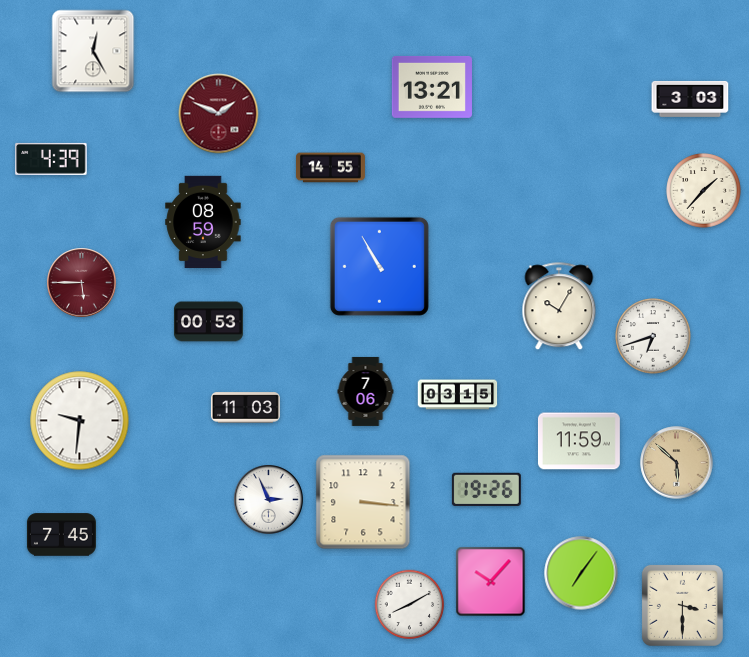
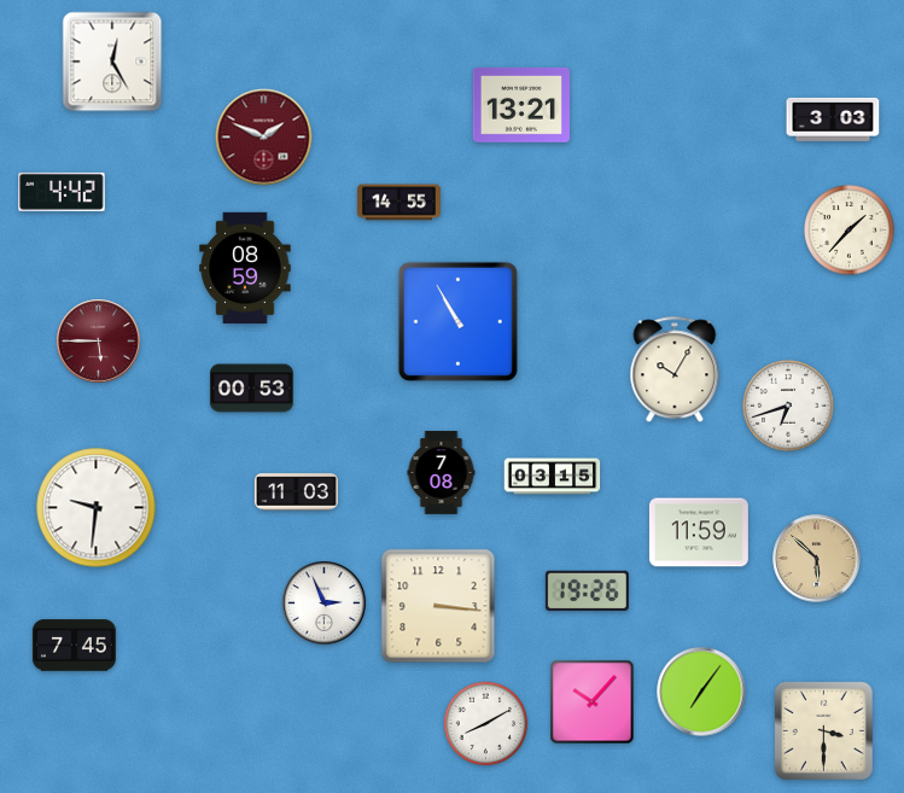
clock at (51, 159): 4:39 -> 4:42
clock at (366, 391): 7:06 -> 7:08
clock at (410, 605) position: (410, 605) -> (486, 724)
